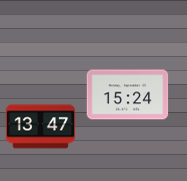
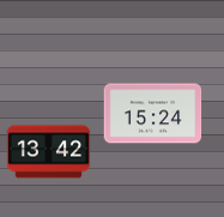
clock at (41, 127): 13:47 -> 13:42
